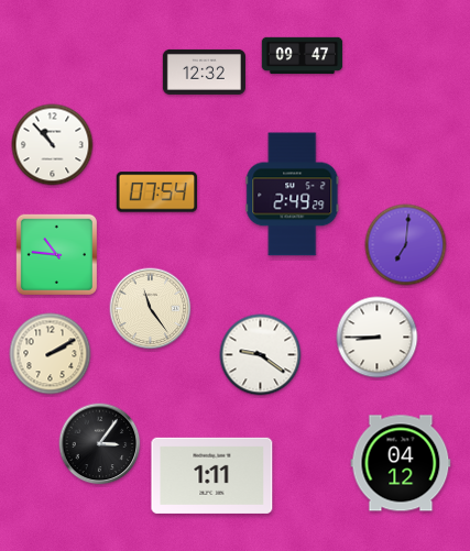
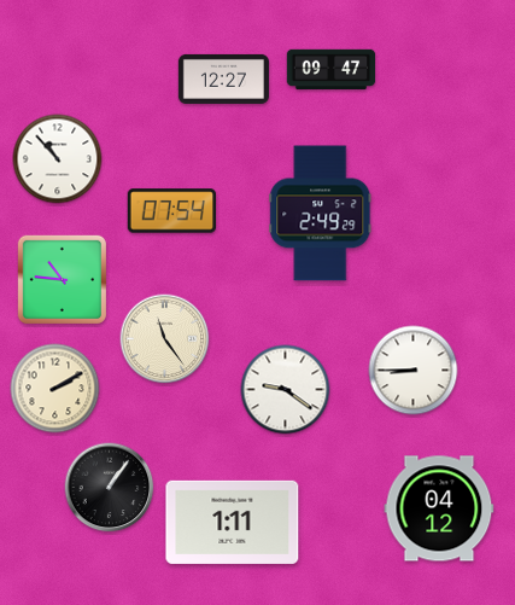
clock at (303, 56) position: (303, 56) -> (332, 70)
clock at (204, 71): 12:32 -> 12:27
clock at (406, 245): 7:01 -> none
clock at (100, 444): 3:06 -> 1:06
